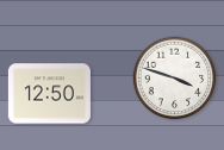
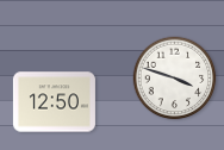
clock at (49, 94) position: (49, 94) -> (54, 102)
